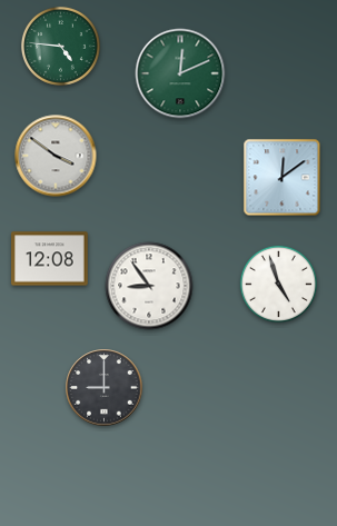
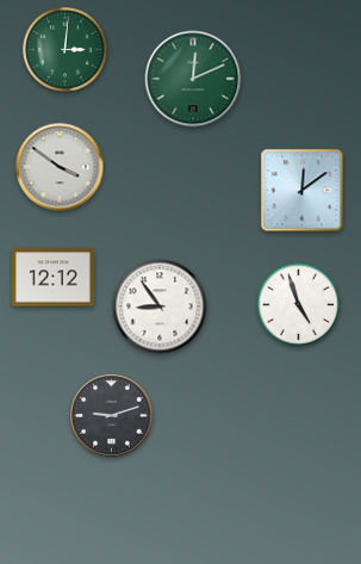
clock at (60, 46): 4:46 -> 3:01
clock at (50, 259): 12:08 -> 12:12
clock at (105, 388): 9:00 -> 9:12
